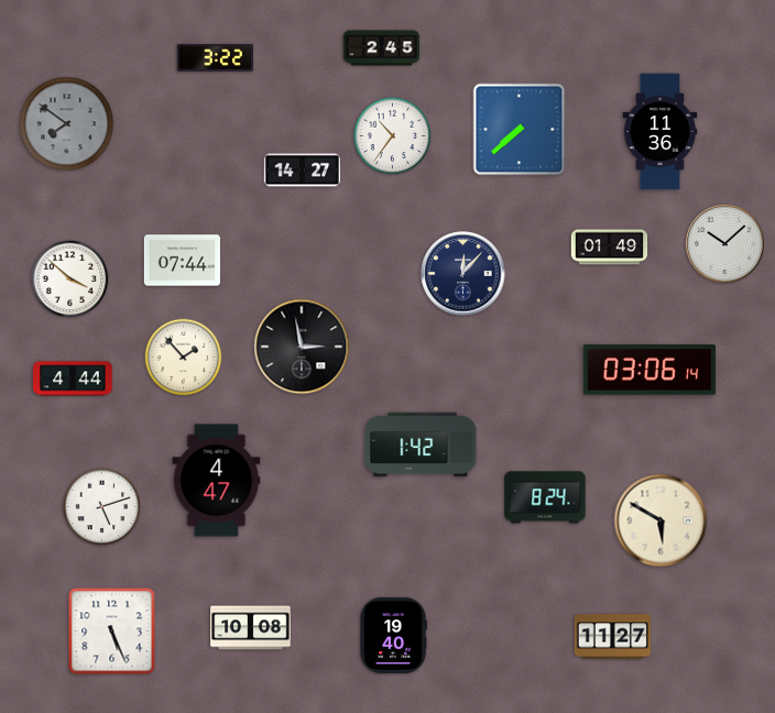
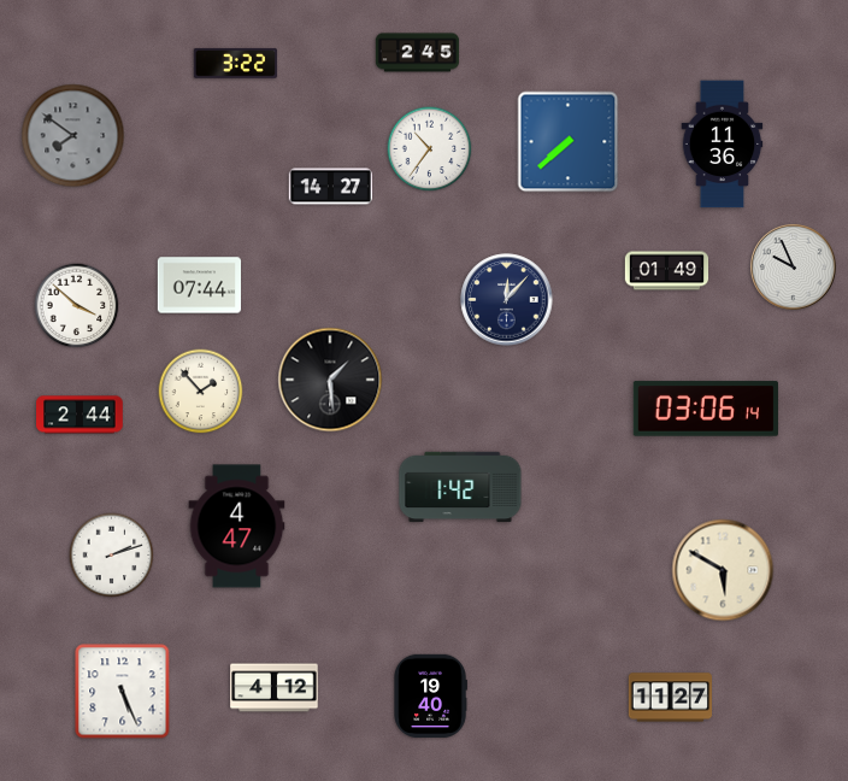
clock at (724, 243): 10:08 -> 9:56
clock at (302, 347): 2:58 -> 1:29
clock at (650, 370) position: (650, 370) -> (706, 409)
clock at (73, 379): 4:44 -> 2:44
clock at (545, 497): 8:24 -> none
clock at (102, 507): 5:12 -> 2:12
clock at (251, 628): 10:08 -> 4:12
